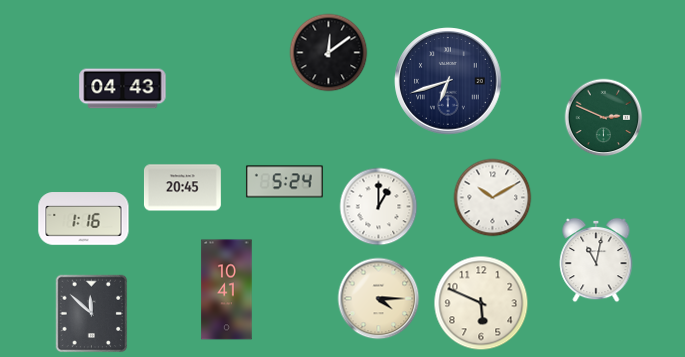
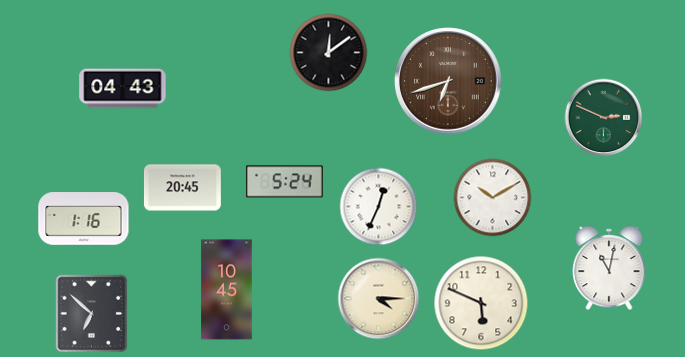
clock at (448, 81) dial: navy -> brown
clock at (378, 206): 1:00 -> 12:34
clock at (596, 260) position: (596, 260) -> (609, 268)
clock at (227, 290): 10:41 -> 10:45
clock at (92, 313): 11:52 -> 6:52
